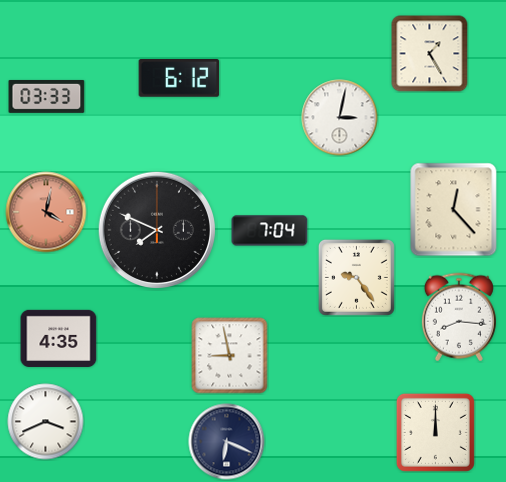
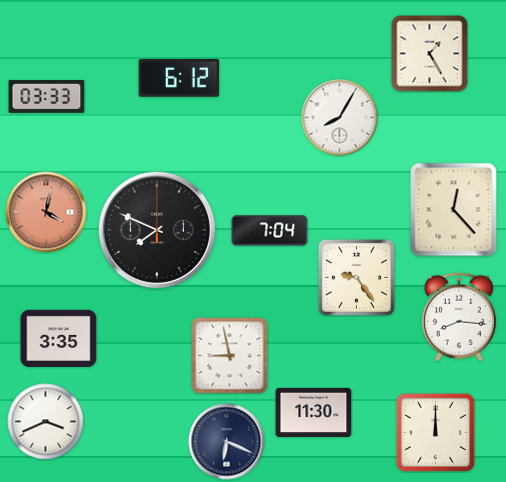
clock at (340, 118): 3:02 -> 8:05
clock at (59, 338): 4:35 -> 3:35
clock at (314, 412): none -> 11:30
